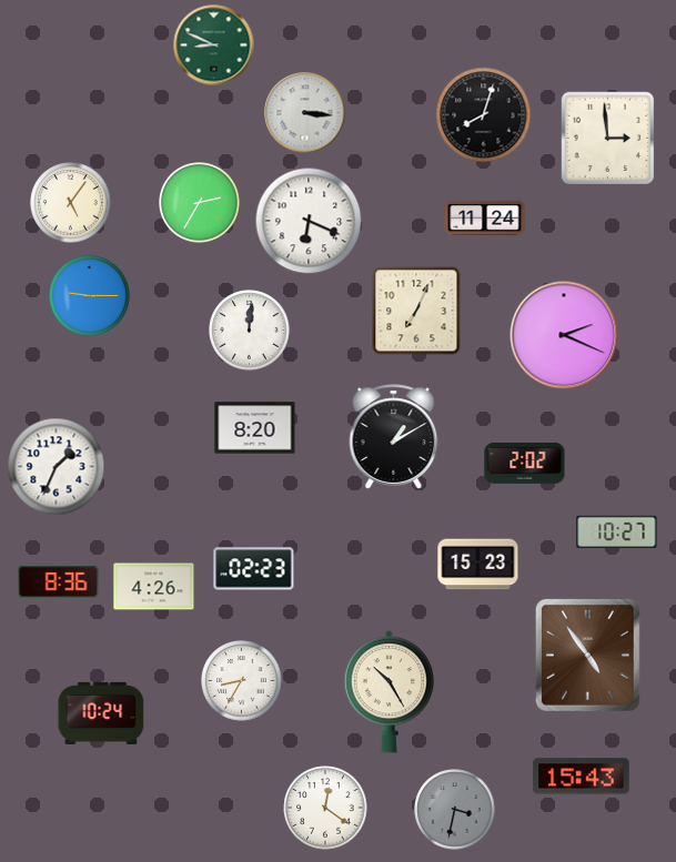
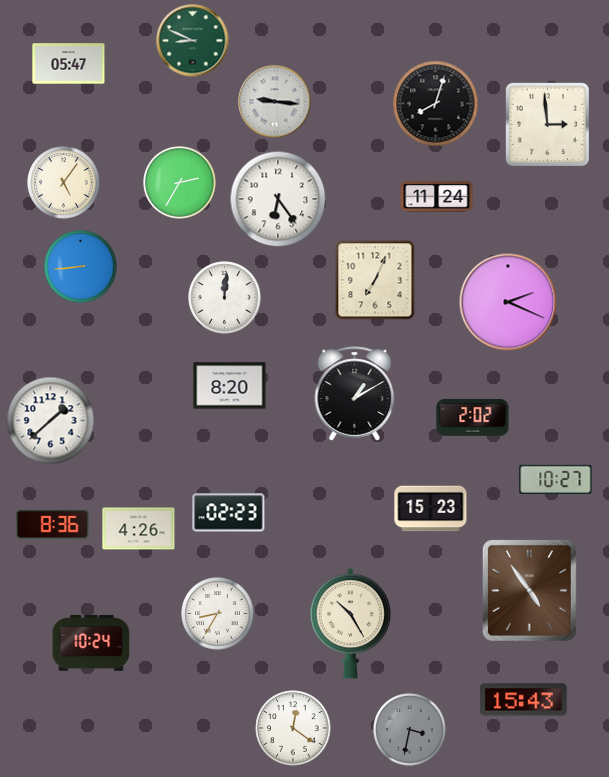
clock at (69, 64): none -> 05:47
clock at (305, 113): 3:16 -> 9:16
clock at (309, 221): 6:19 -> 6:24
clock at (90, 296): 9:15 -> 8:44
clock at (57, 467): 1:34 -> 1:38
